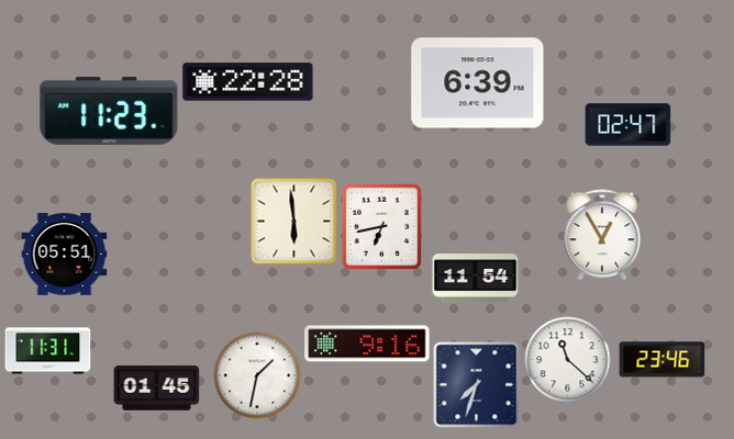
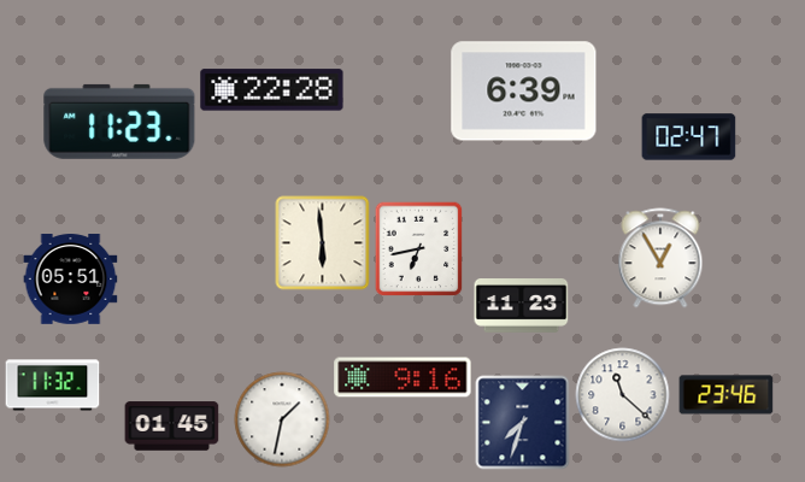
clock at (475, 279): 11:54 -> 11:23
clock at (47, 351): 11:31 -> 11:32
clock at (257, 375) position: (257, 375) -> (282, 419)
